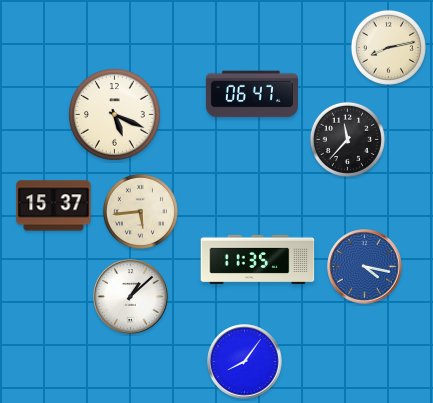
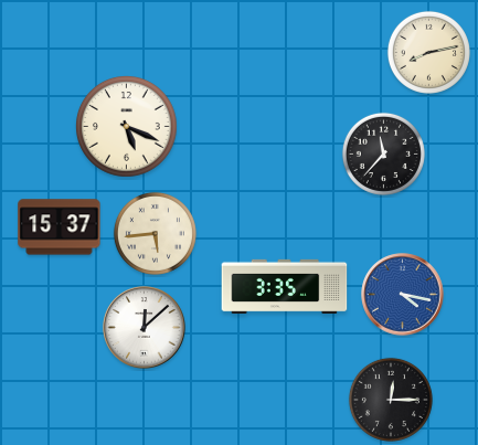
clock at (252, 94): 06:47 -> none
clock at (258, 259): 11:35 -> 3:35
clock at (131, 297): 1:08 -> 12:08
clock at (245, 362): 8:06 -> none
clock at (391, 400): none -> 12:15
